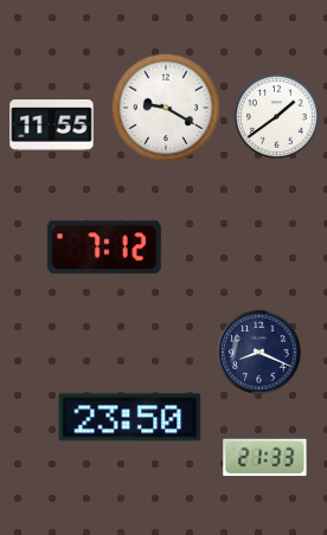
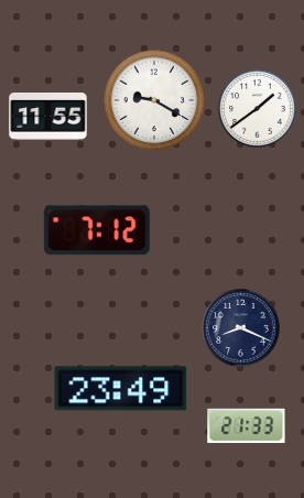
clock at (130, 418): 23:50 -> 23:49
